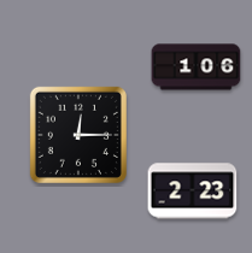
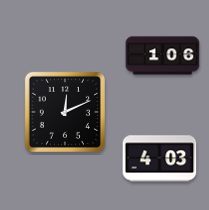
clock at (78, 135): 12:15 -> 12:11
clock at (193, 192): 2:23 -> 4:03
